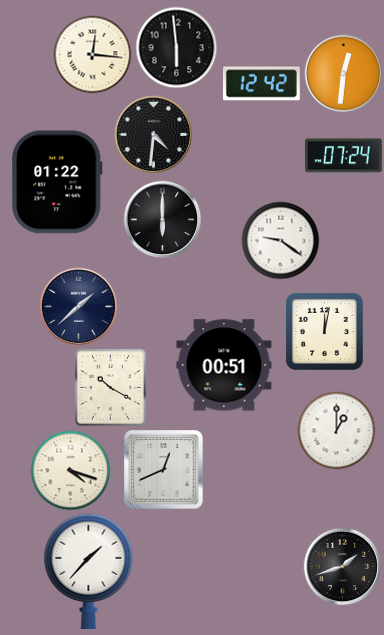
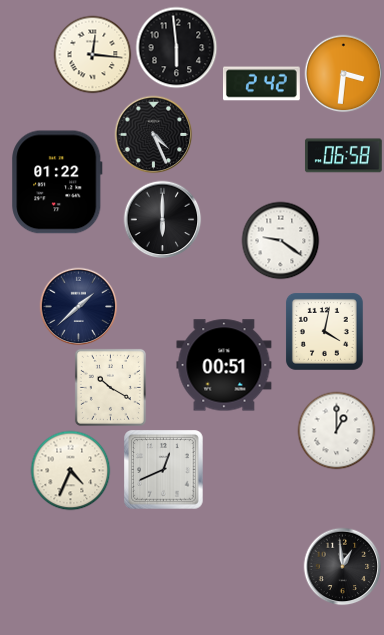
clock at (343, 73): 12:31 -> 3:31
clock at (262, 84): 12:42 -> 2:42
clock at (153, 134): 4:31 -> 4:26
clock at (343, 156): 07:24 -> 06:58
clock at (324, 331): 12:02 -> 4:02
clock at (70, 470): 4:18 -> 4:34
clock at (342, 566): 1:42 -> 12:59
clock at (89, 571): 1:37 -> none
